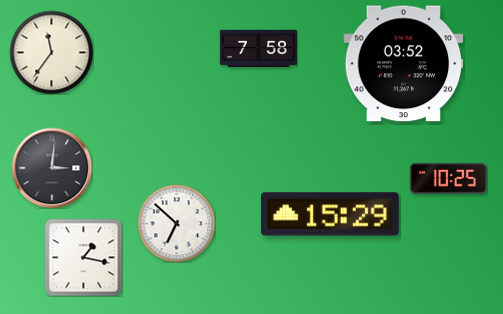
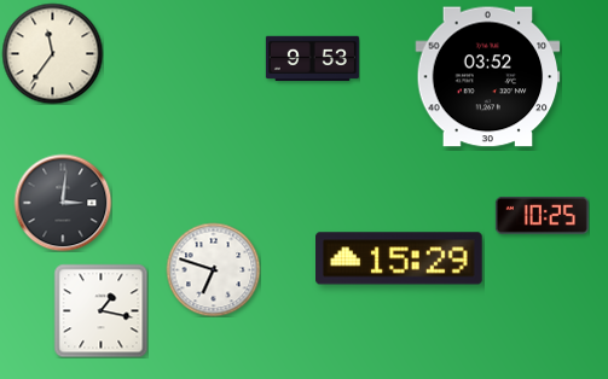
clock at (258, 49): 7:58 -> 9:53
clock at (51, 52) position: (51, 52) -> (52, 53)
clock at (176, 223): 6:52 -> 6:48
